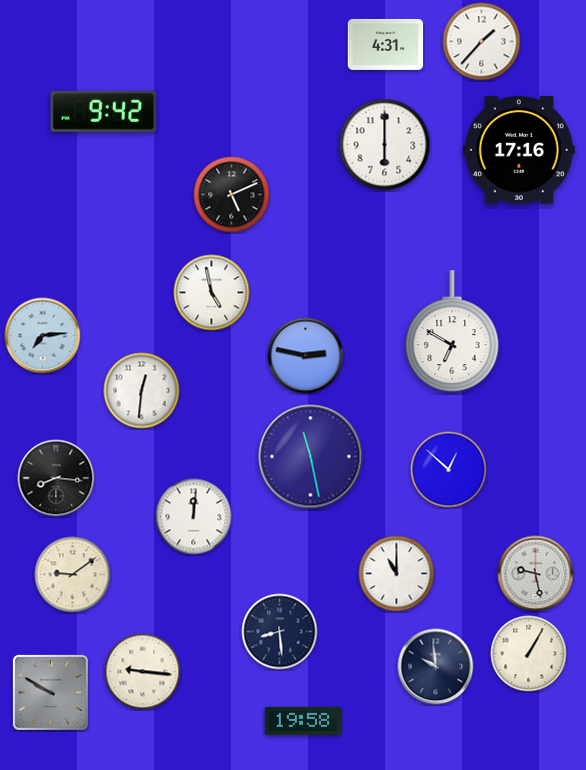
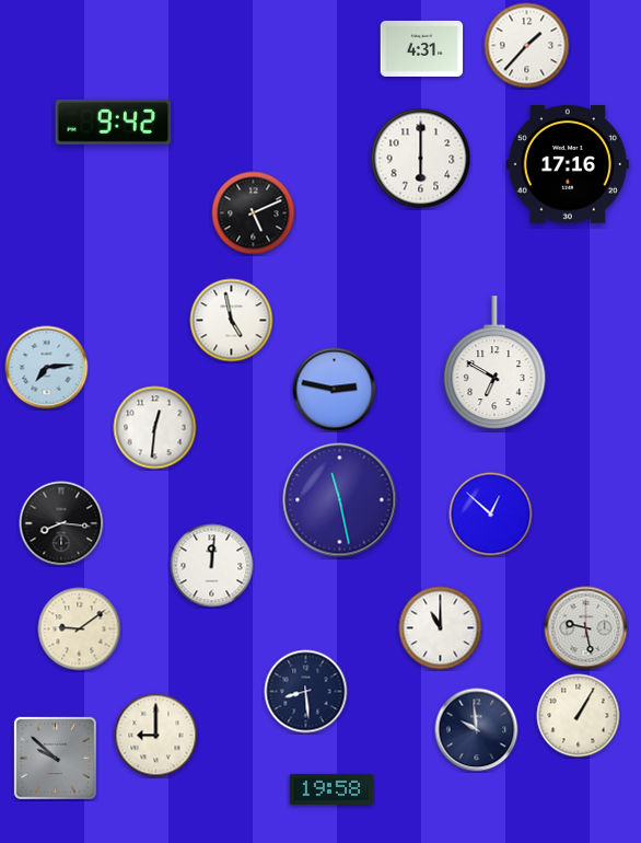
clock at (397, 574) position: (397, 574) -> (441, 628)
clock at (143, 672): 9:16 -> 9:00
clock at (50, 692): 9:50 -> 9:52
